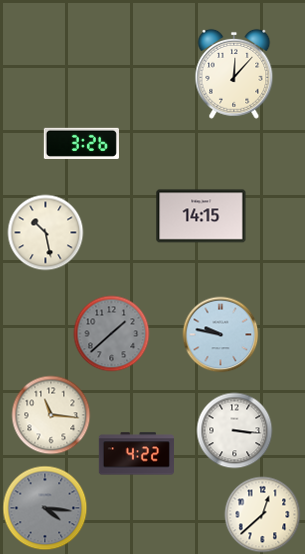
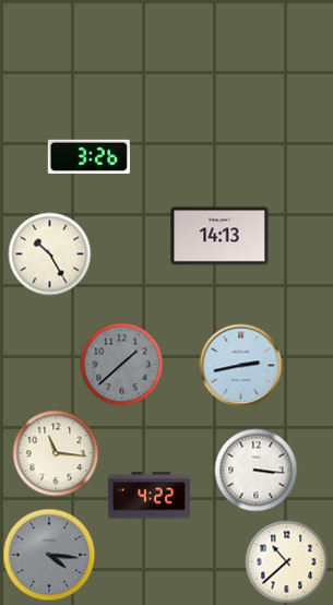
clock at (234, 74): 12:07 -> none
clock at (201, 216): 14:15 -> 14:13
clock at (46, 233): 10:28 -> 10:25
clock at (221, 335): 9:47 -> 2:43
clock at (263, 515): 12:38 -> 10:38
